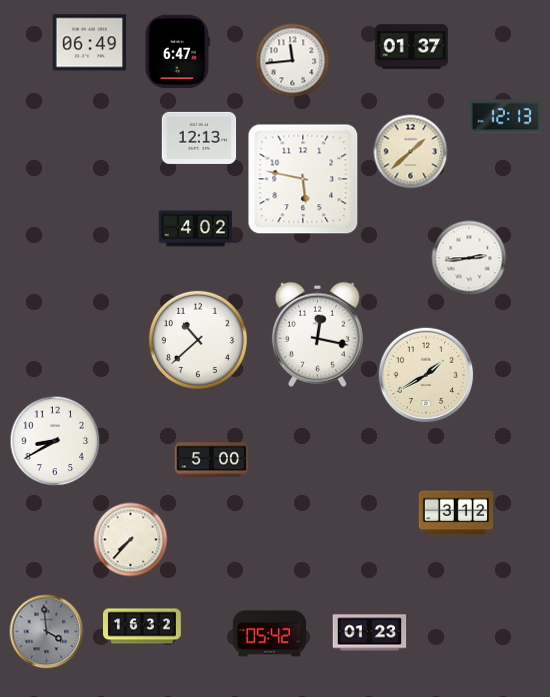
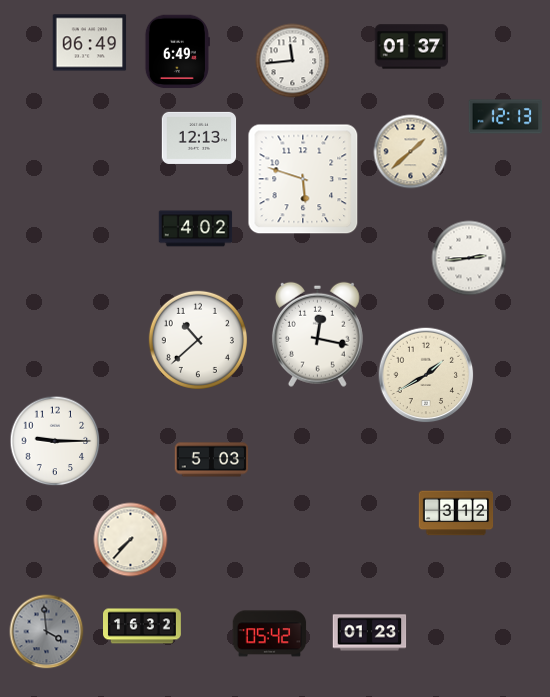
clock at (177, 52): 6:47 -> 6:49
clock at (303, 179): 5:47 -> 5:48
clock at (55, 441): 8:40 -> 9:15
clock at (212, 460): 5:00 -> 5:03
